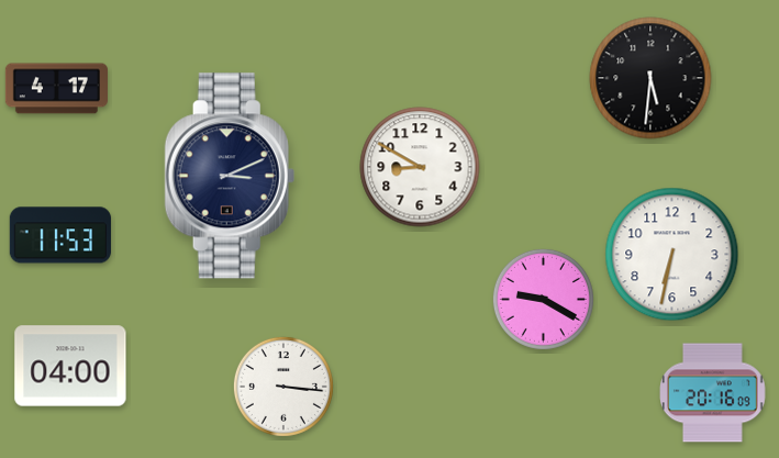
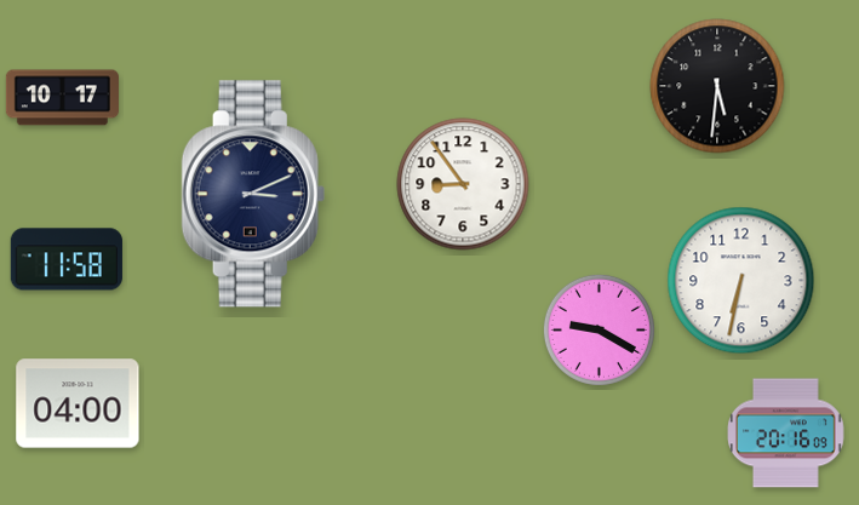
clock at (56, 89): 4:17 -> 10:17
clock at (420, 167): 8:50 -> 8:54
clock at (60, 235): 11:53 -> 11:58
clock at (283, 387): 3:16 -> none
